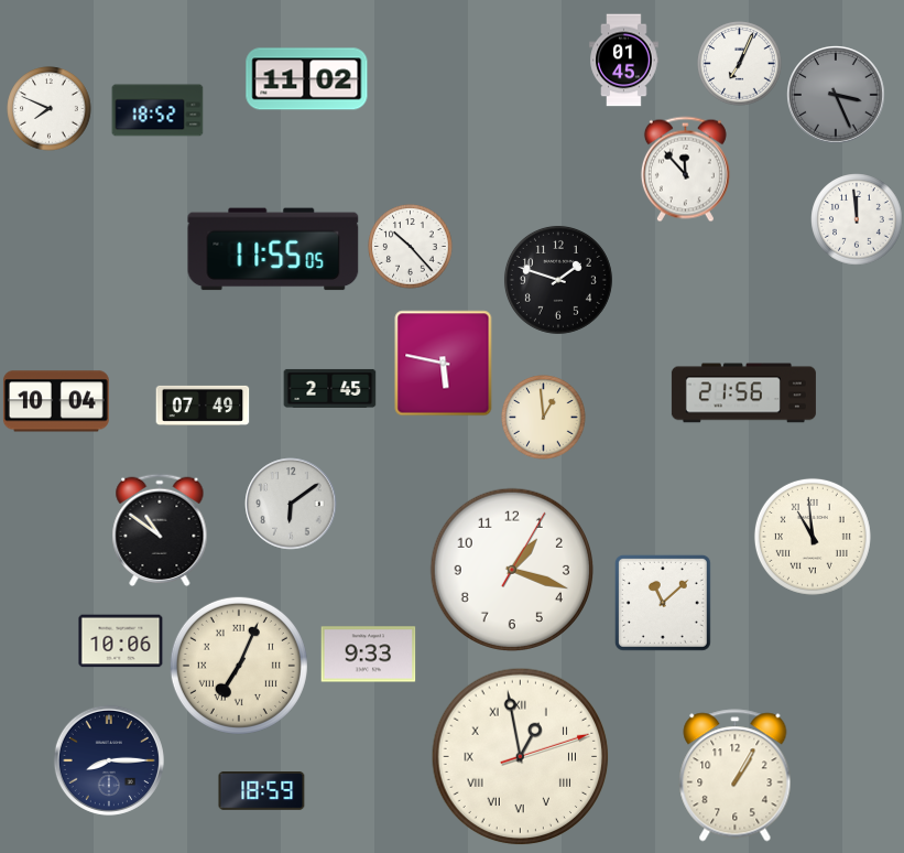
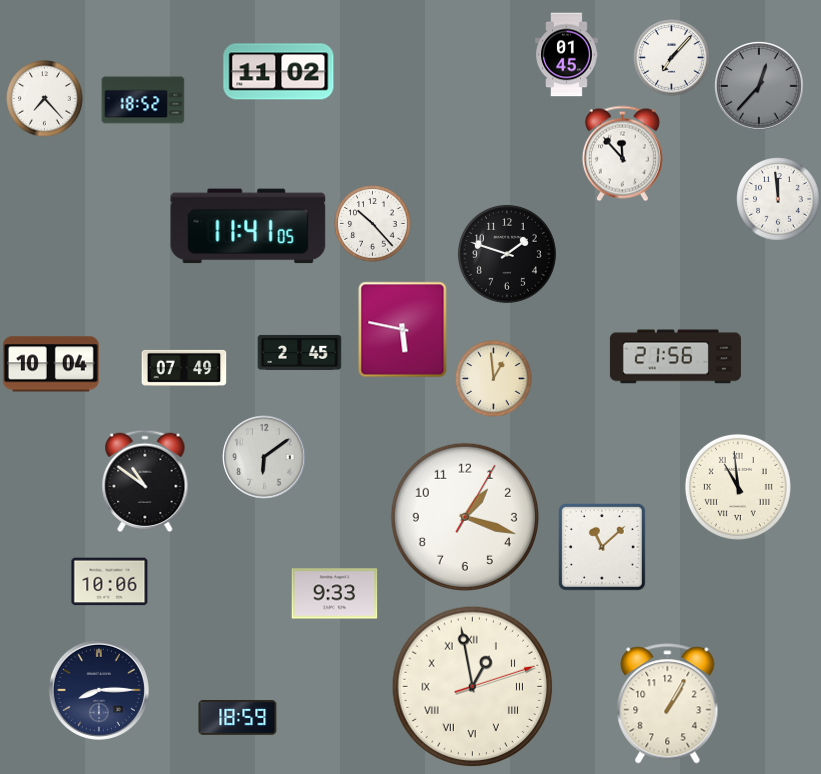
clock at (740, 64): 7:04 -> 7:07
clock at (836, 95): 3:26 -> 12:37
clock at (50, 109): 7:49 -> 7:23
clock at (273, 249): 11:55 -> 11:41
clock at (239, 666): 7:04 -> none
